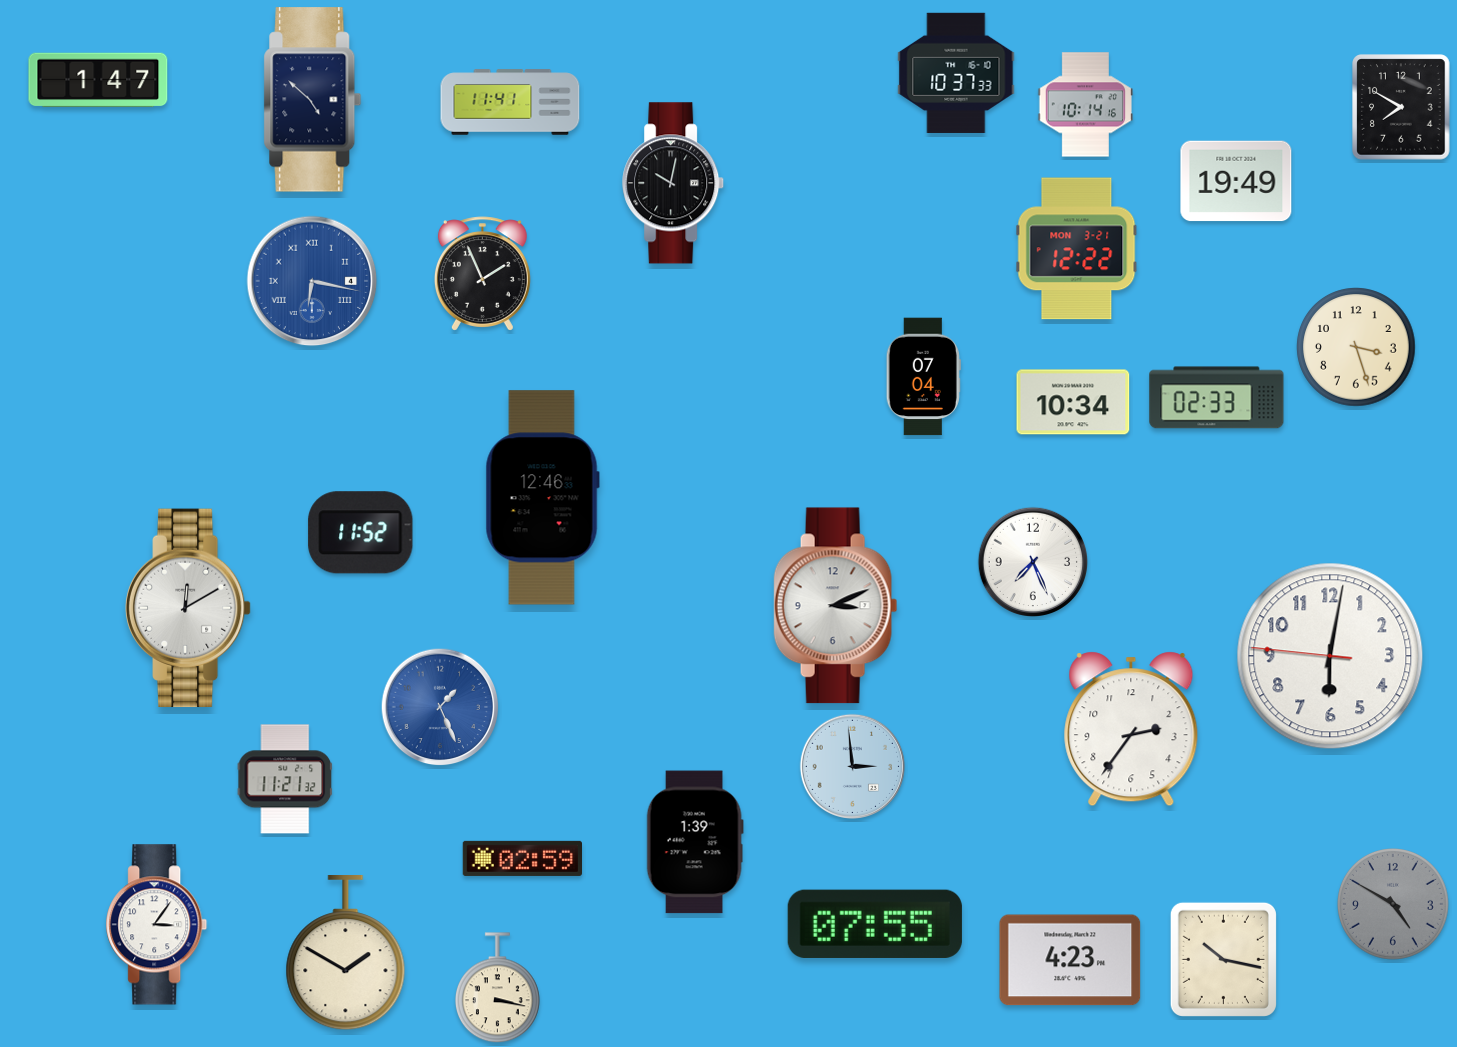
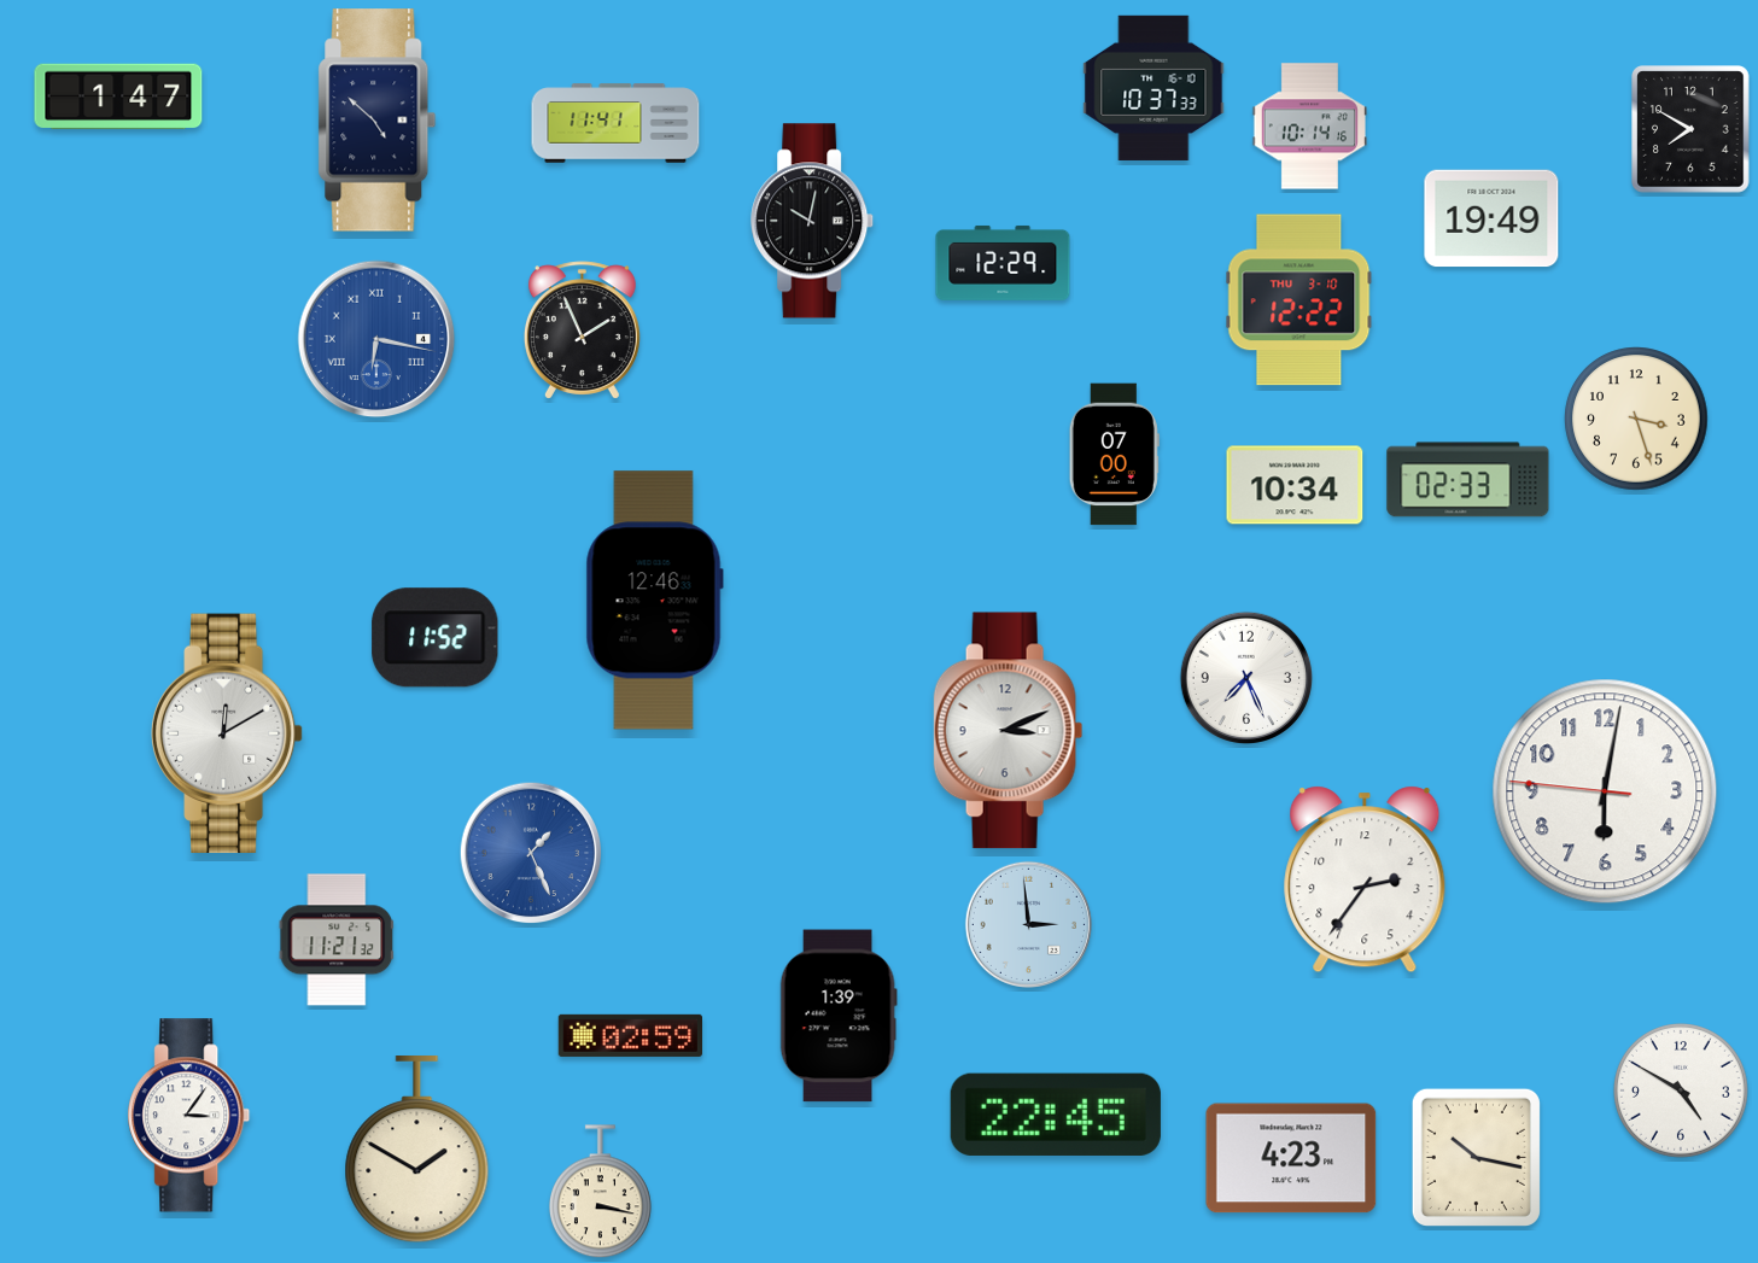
clock at (1003, 263): none -> 12:29
clock at (1077, 249) date: MON 3-21 -> THU 3-10
clock at (923, 377): 07:04 -> 07:00
clock at (361, 533) position: (361, 533) -> (436, 638)
clock at (285, 779) position: (285, 779) -> (337, 940)
clock at (1394, 905) dial: grey -> white
clock at (875, 924): 07:55 -> 22:45
